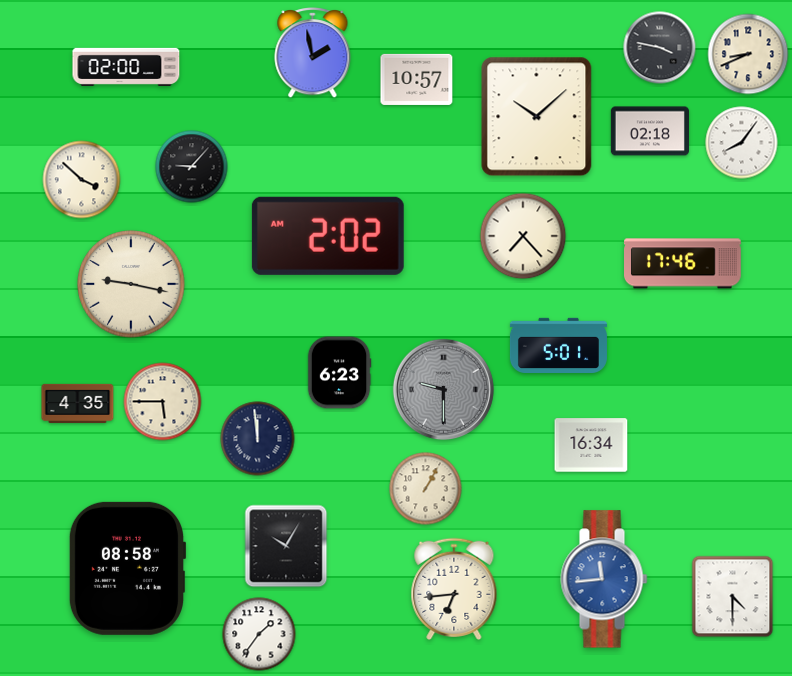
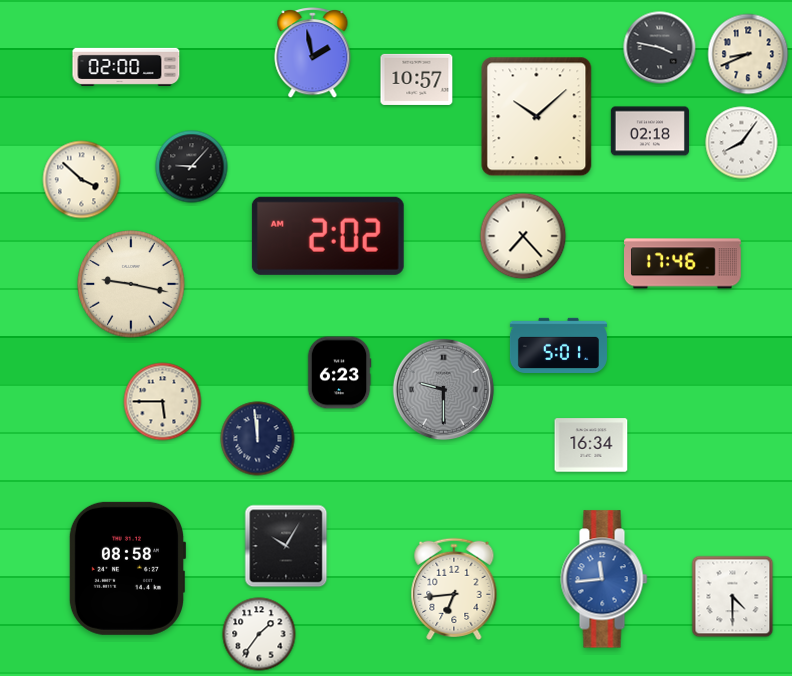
clock at (78, 403): 4:35 -> none
clock at (426, 489): 1:05 -> none
